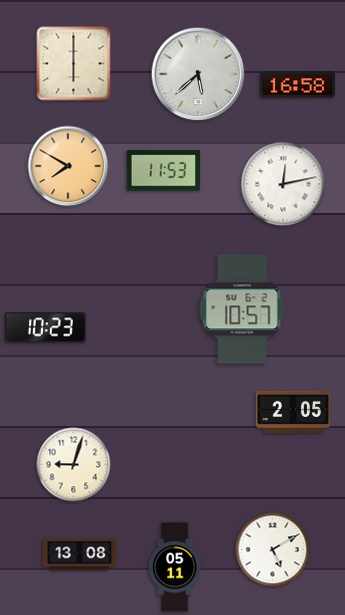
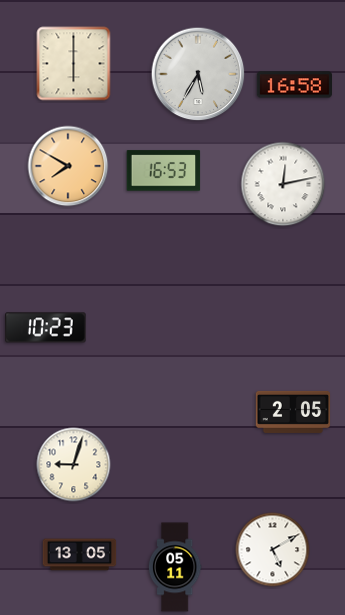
clock at (198, 74): 5:38 -> 5:35
clock at (297, 85) position: (297, 85) -> (294, 85)
clock at (164, 171): 11:53 -> 16:53
clock at (242, 309): 10:57 -> none
clock at (80, 555): 13:08 -> 13:05
